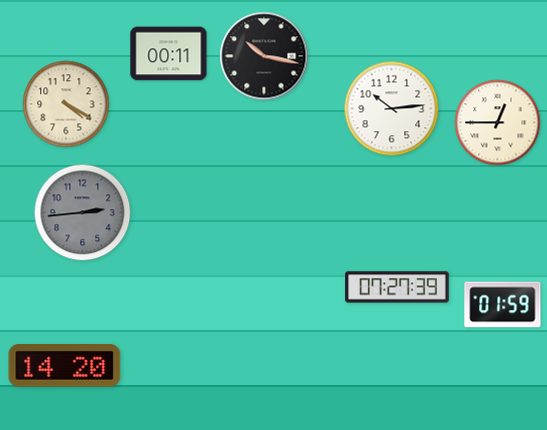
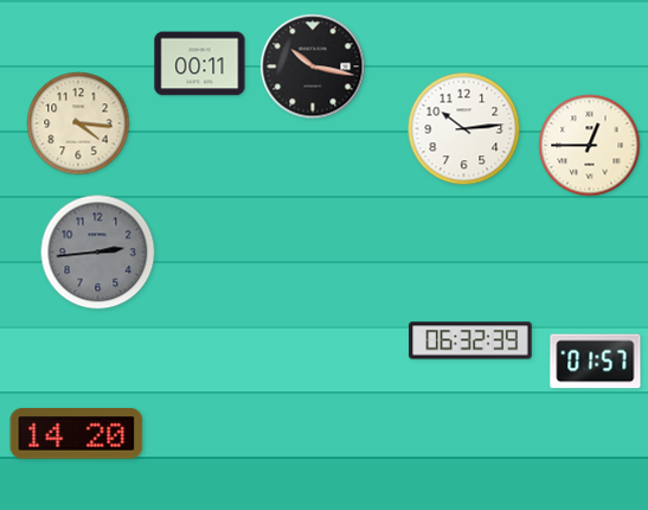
clock at (66, 104): 4:20 -> 4:16
clock at (397, 287): 07:27 -> 06:32
clock at (503, 305): 01:59 -> 01:57
